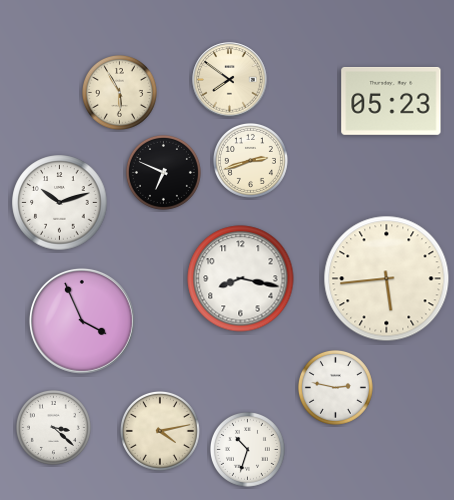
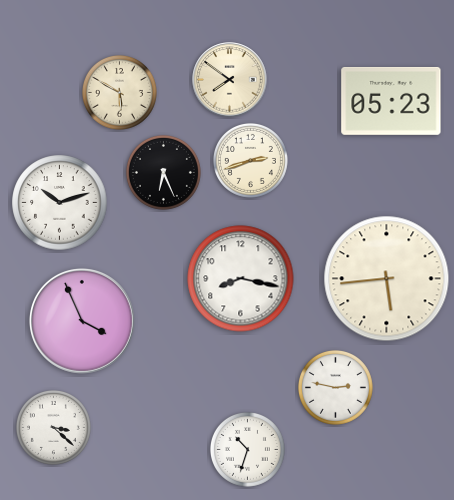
clock at (119, 92): 5:55 -> 5:50
clock at (163, 172): 6:49 -> 6:26
clock at (161, 432): 4:13 -> none
